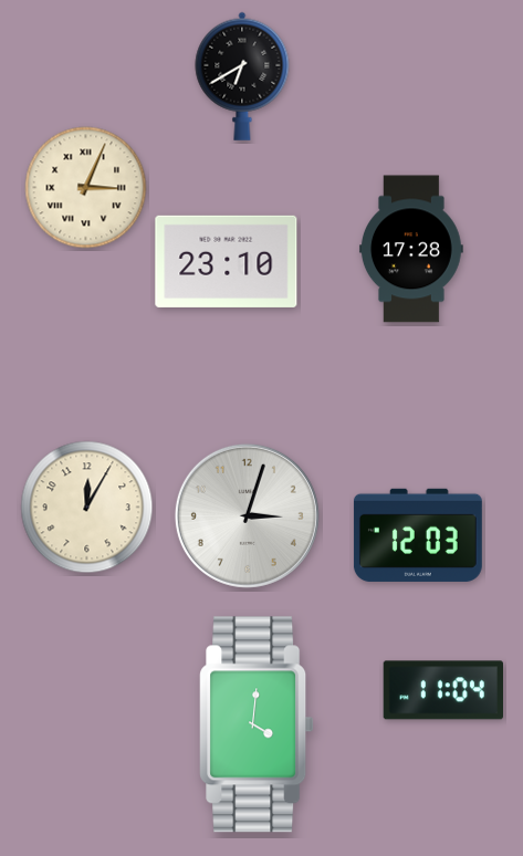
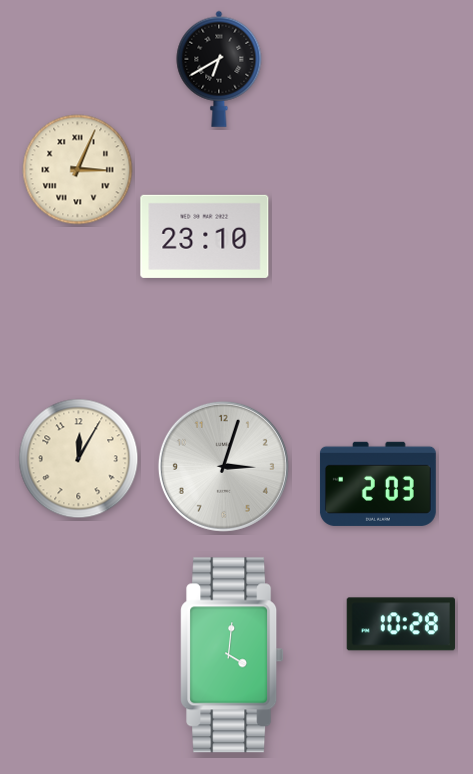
clock at (411, 249): 17:28 -> none
clock at (418, 535): 12:03 -> 2:03
clock at (442, 690): 11:04 -> 10:28
